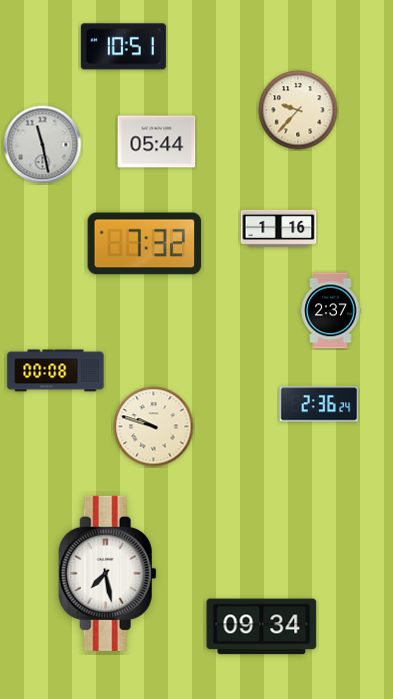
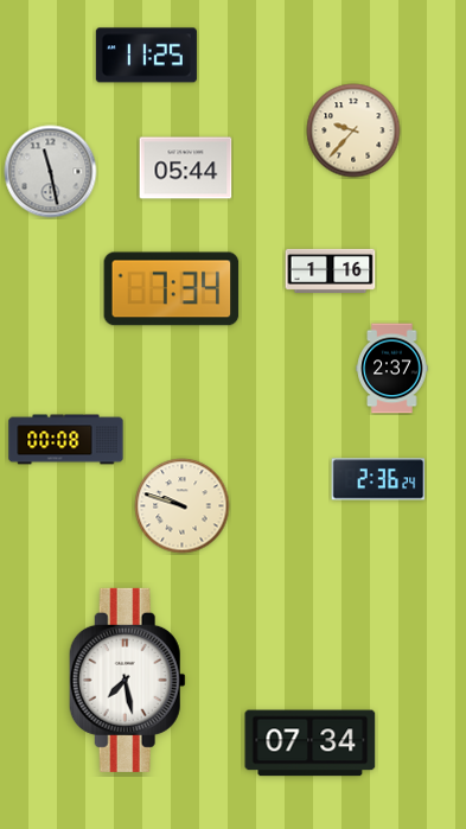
clock at (123, 47): 10:51 -> 11:25
clock at (145, 244): 7:32 -> 7:34
clock at (262, 627): 09:34 -> 07:34
